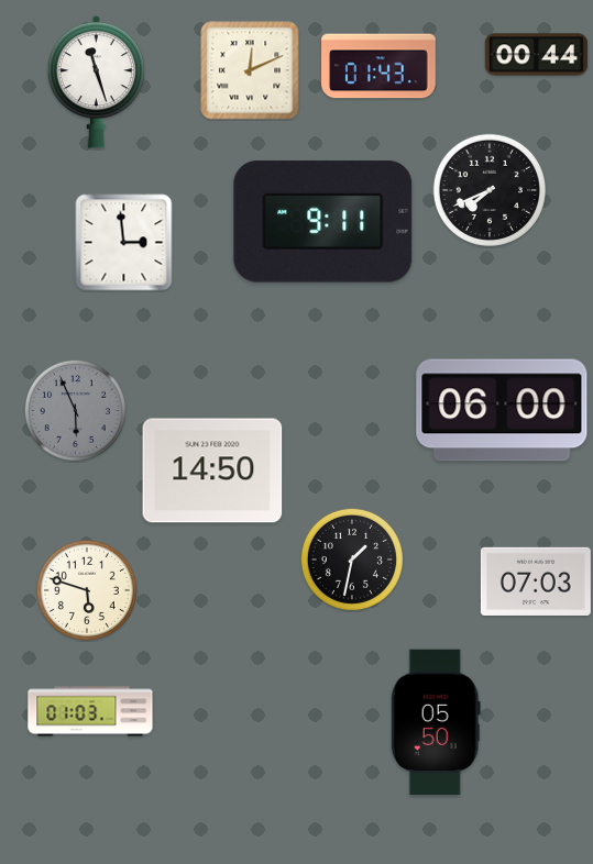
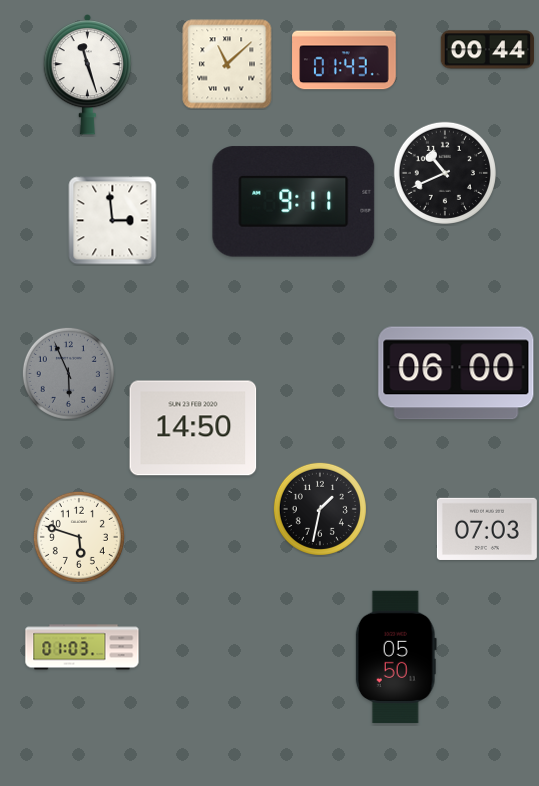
clock at (250, 70): 12:11 -> 11:08
clock at (490, 190): 7:41 -> 10:41
